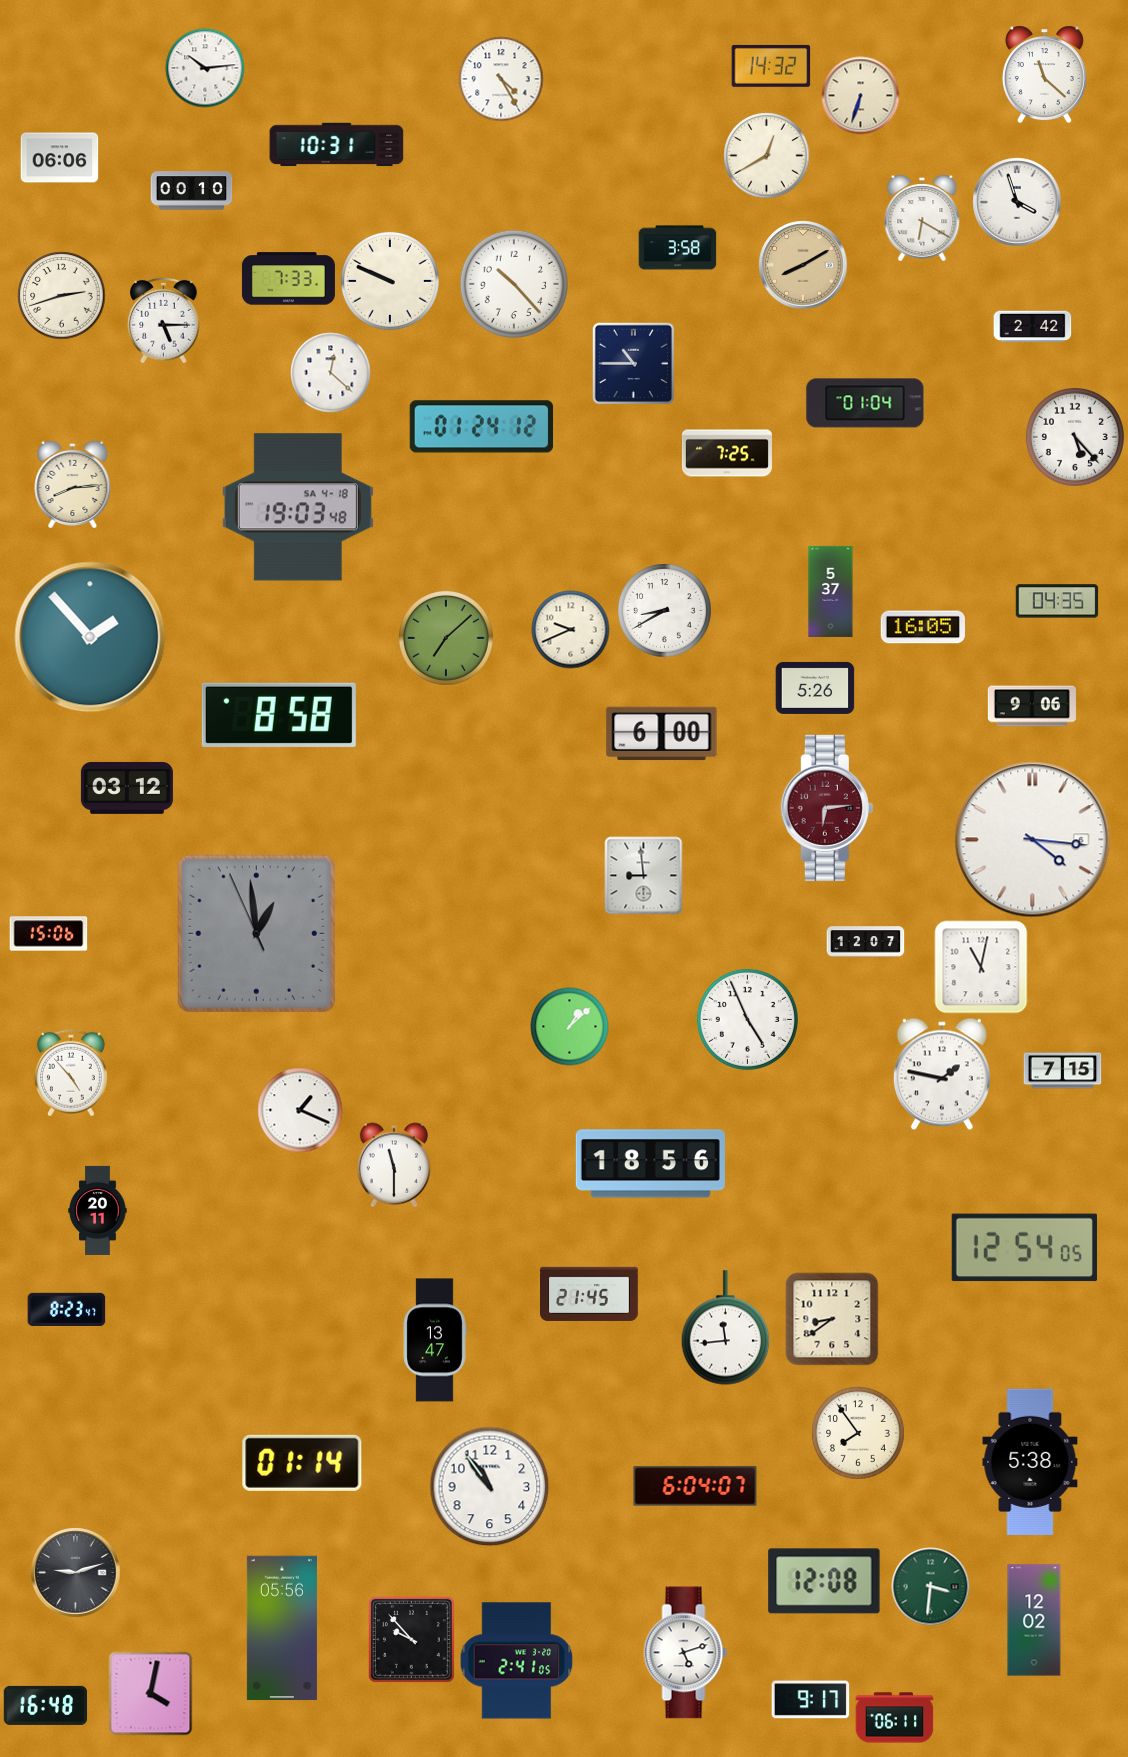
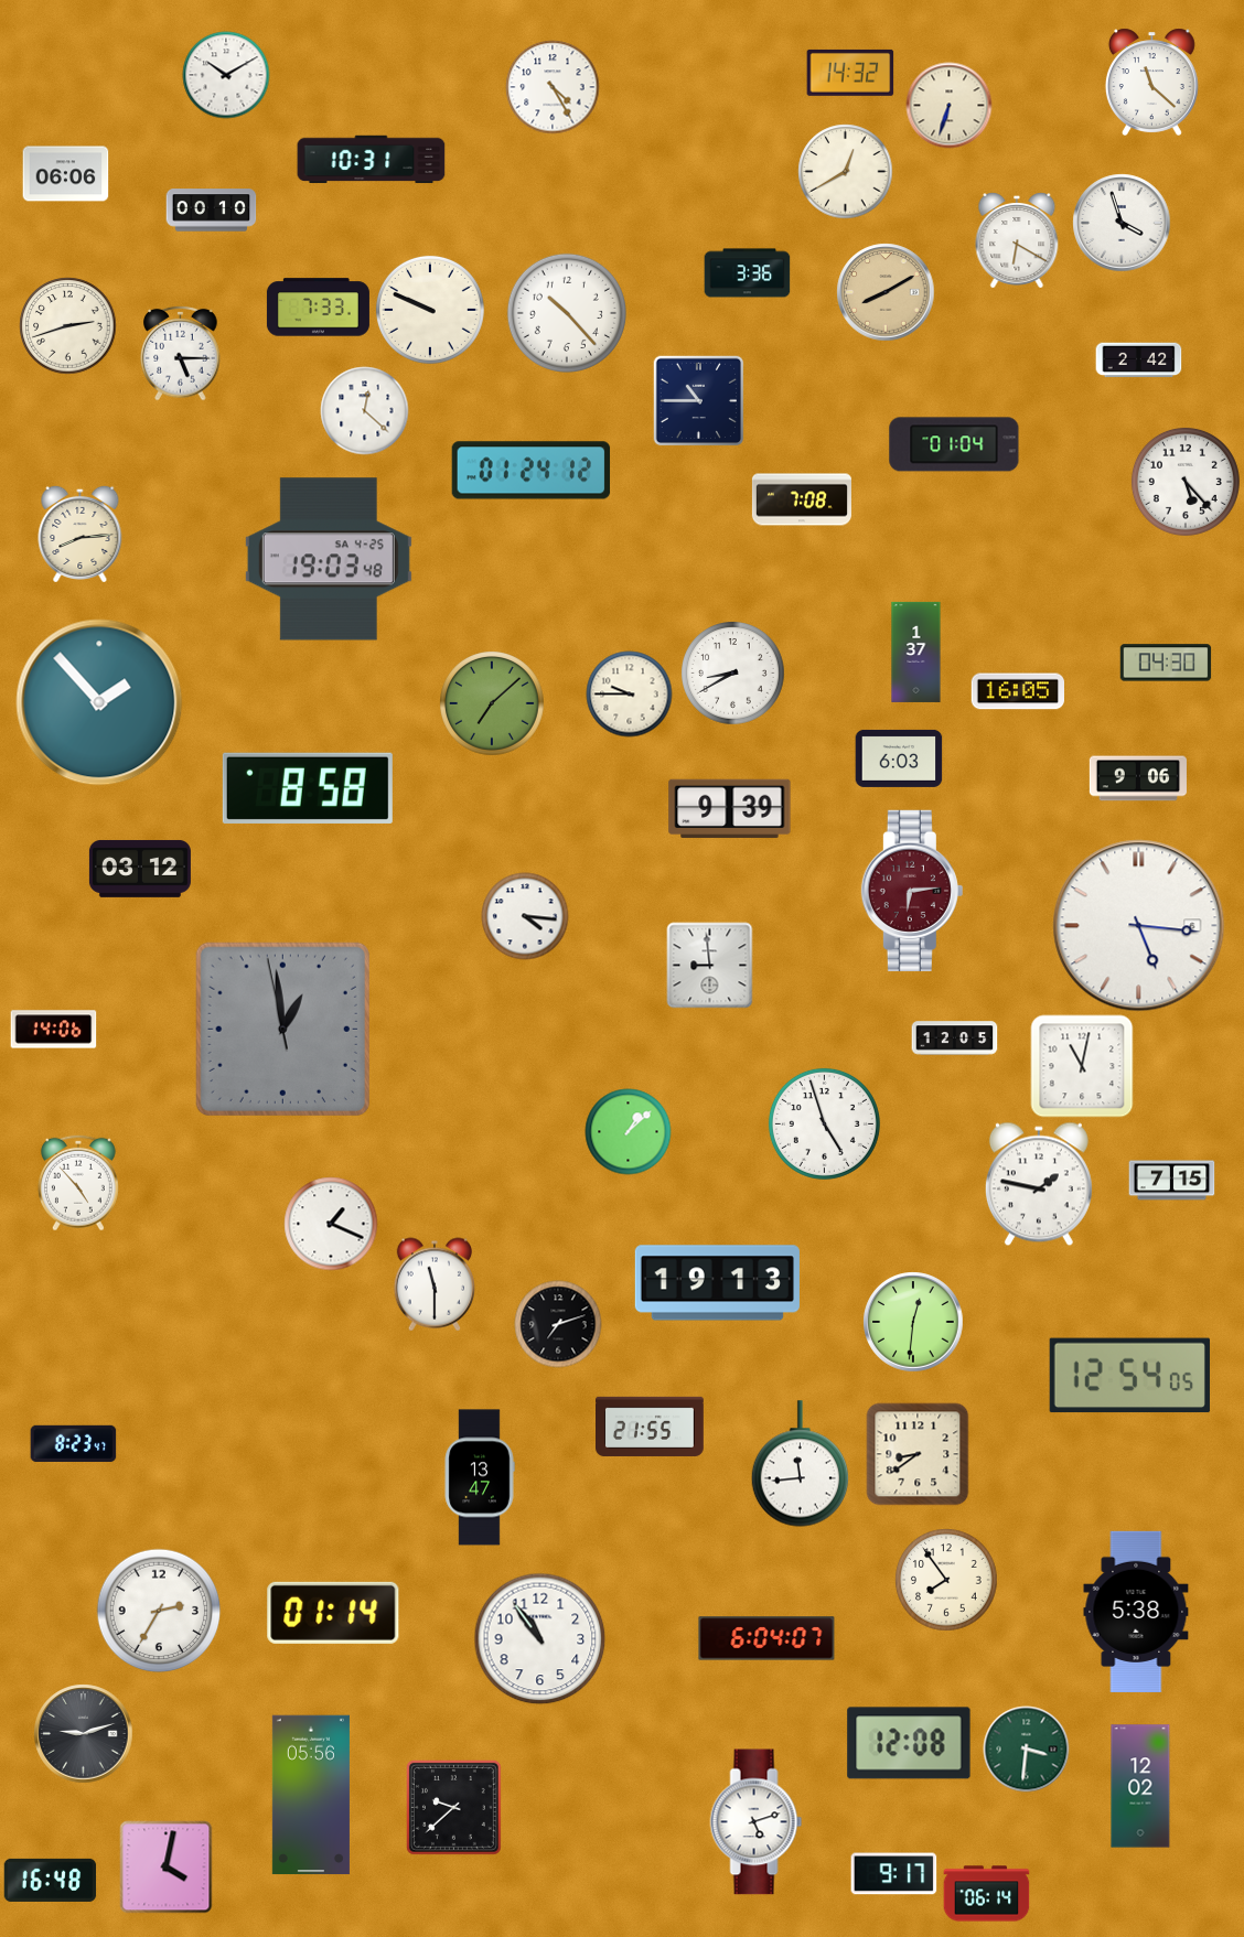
clock at (205, 68): 10:14 -> 10:10
clock at (677, 248): 3:58 -> 3:36
clock at (727, 453): 7:25 -> 7:08
clock at (298, 507) date: SA 4-18 -> SA 4-25
clock at (831, 591): 5:37 -> 1:37
clock at (1057, 601): 04:35 -> 04:30
clock at (570, 629): 9:41 -> 9:45
clock at (815, 688): 5:26 -> 6:03
clock at (662, 734): 6:00 -> 9:39
clock at (525, 916): none -> 4:16
clock at (1033, 840): 4:16 -> 5:16
clock at (256, 933): 12:58:56 -> 12:58:58
clock at (48, 934): 15:06 -> 14:06
clock at (865, 942): 12:07 -> 12:05
clock at (747, 1019): 4:56 -> 4:57
clock at (650, 1164): 18:56 -> 19:13
clock at (913, 1322): none -> 12:31
clock at (558, 1324): none -> 7:12
clock at (98, 1210): 20:11 -> none
clock at (590, 1294): 21:45 -> 21:55
clock at (159, 1611): none -> 2:35
clock at (411, 1639): 9:53 -> 9:38
clock at (517, 1661): 2:41 -> none
clock at (894, 1718): 06:11 -> 06:14
